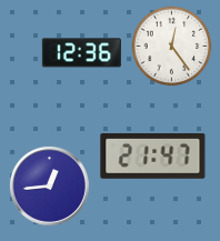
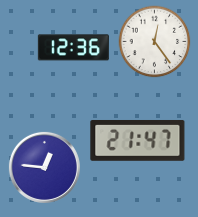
clock at (49, 185): 12:44 -> 12:46
